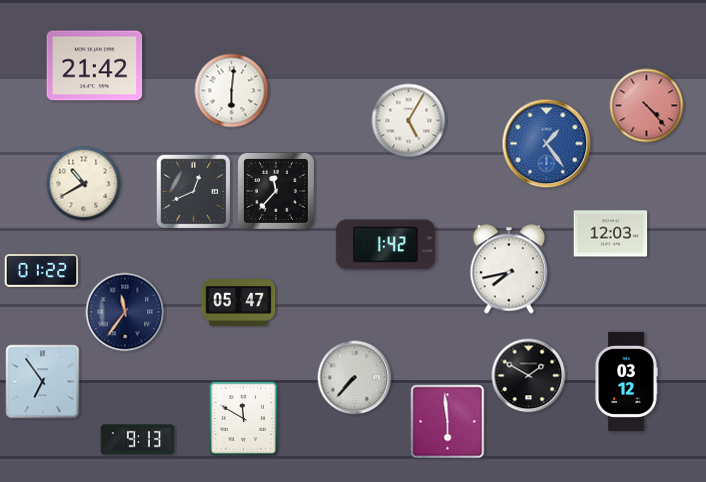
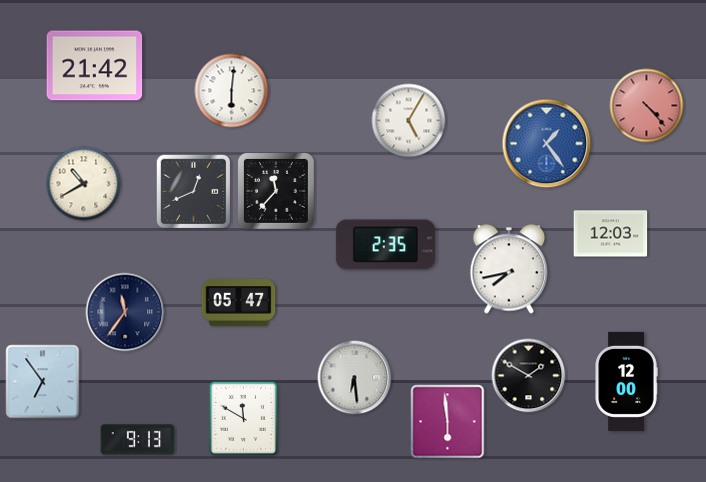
clock at (385, 245): 1:42 -> 2:35
clock at (42, 271): 01:22 -> none
clock at (355, 378): 7:37 -> 6:29
clock at (626, 381): 03:12 -> 12:00
